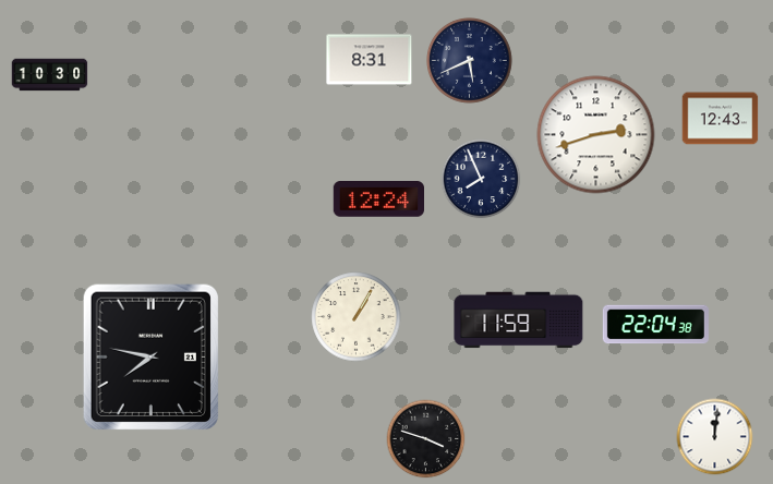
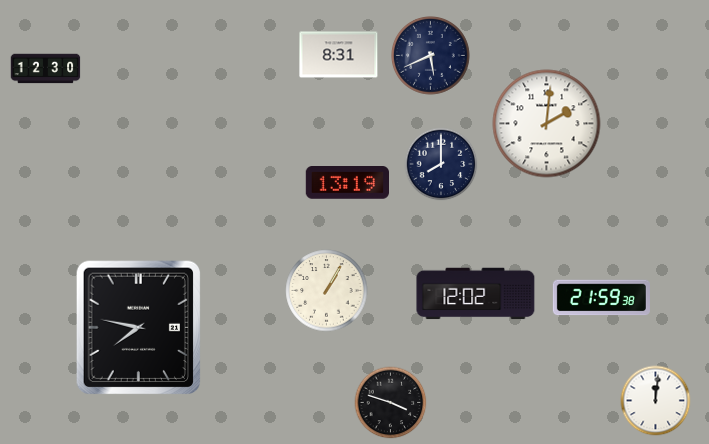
clock at (50, 75): 10:30 -> 12:30
clock at (721, 119): 12:43 -> none
clock at (596, 135): 2:42 -> 2:01
clock at (481, 179): 7:56 -> 8:00
clock at (378, 199): 12:24 -> 13:19
clock at (519, 320): 11:59 -> 12:02
clock at (655, 325): 22:04 -> 21:59
